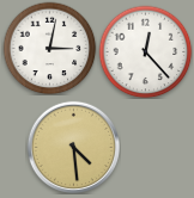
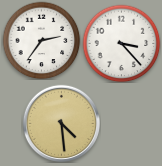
clock at (49, 48): 3:02 -> 2:36
clock at (145, 51): 12:23 -> 3:23
